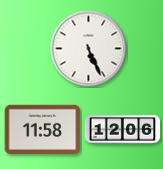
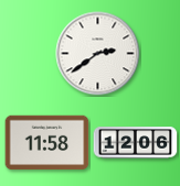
clock at (89, 49): 5:26 -> 2:39
